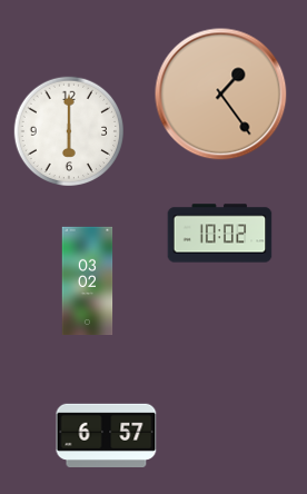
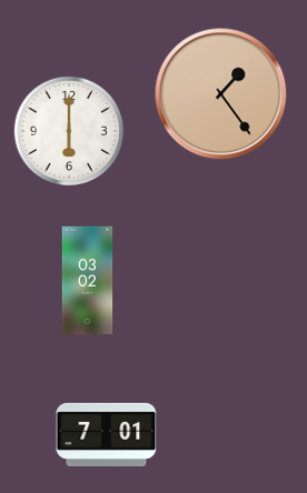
clock at (220, 234): 10:02 -> none
clock at (107, 435): 6:57 -> 7:01
